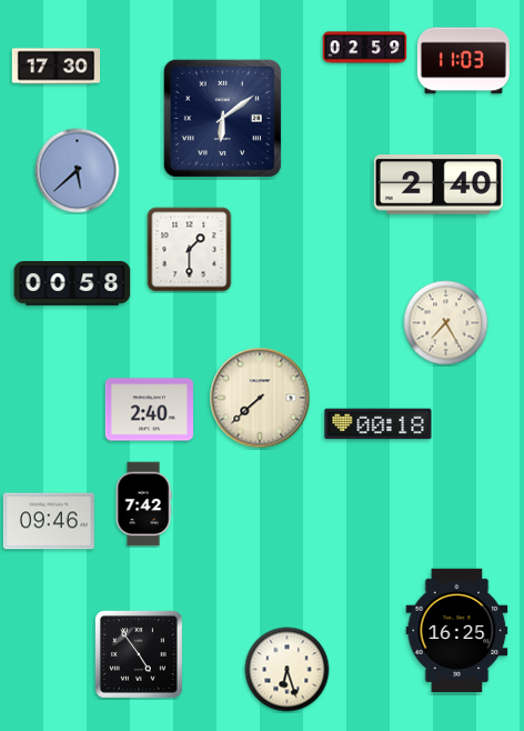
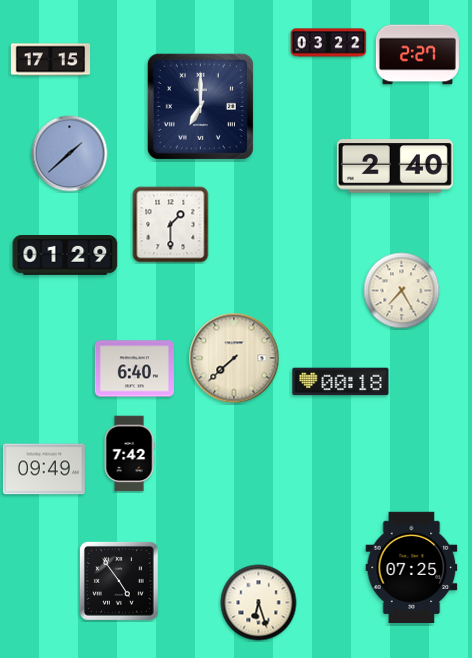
clock at (365, 48): 02:59 -> 03:22
clock at (463, 61): 11:03 -> 2:27
clock at (57, 67): 17:30 -> 17:15
clock at (222, 118): 6:09 -> 7:00
clock at (78, 171): 5:38 -> 1:38
clock at (72, 284): 00:58 -> 01:29
clock at (149, 410): 2:40 -> 6:40
clock at (49, 521): 09:46 -> 09:49
clock at (457, 630): 16:25 -> 07:25
clock at (139, 654) position: (139, 654) -> (119, 581)
